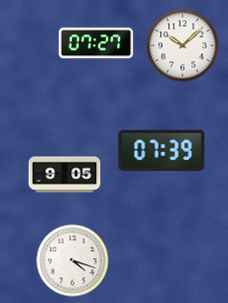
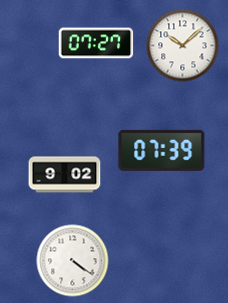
clock at (65, 175): 9:05 -> 9:02
clock at (73, 261): 4:18 -> 4:21
